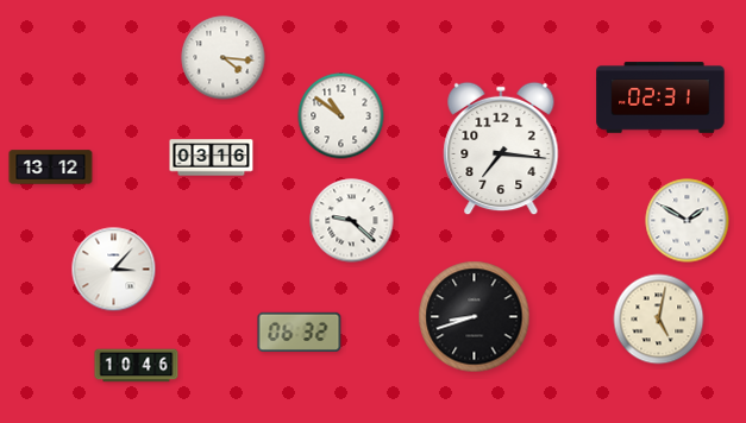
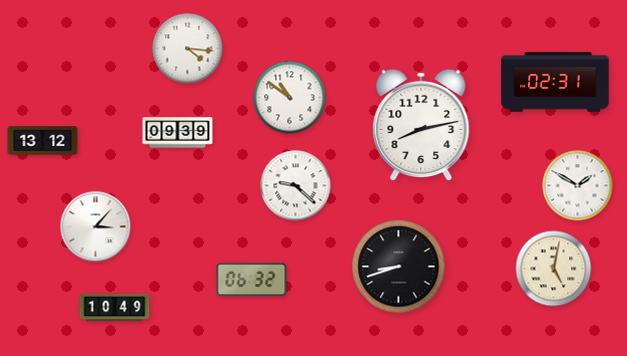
clock at (341, 116) position: (341, 116) -> (290, 98)
clock at (501, 149): 7:16 -> 8:13
clock at (212, 158): 03:16 -> 09:39
clock at (137, 366): 10:46 -> 10:49
